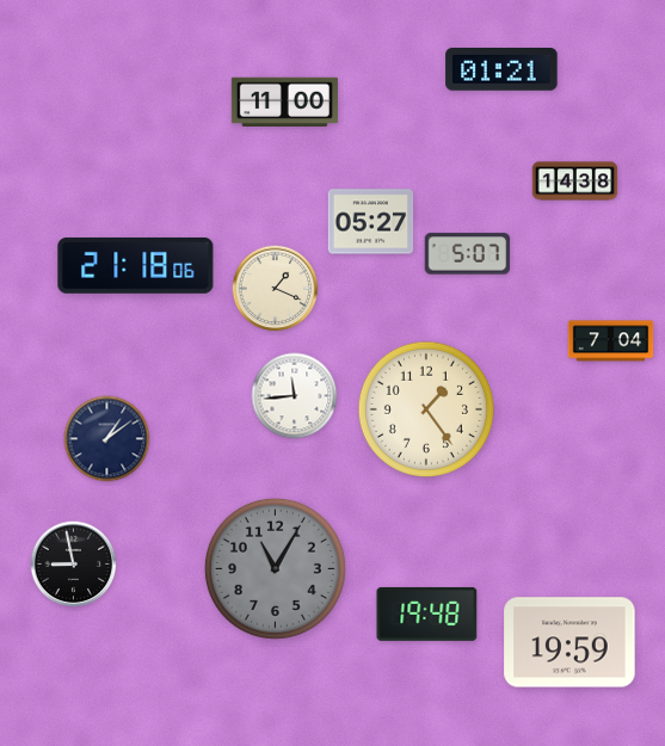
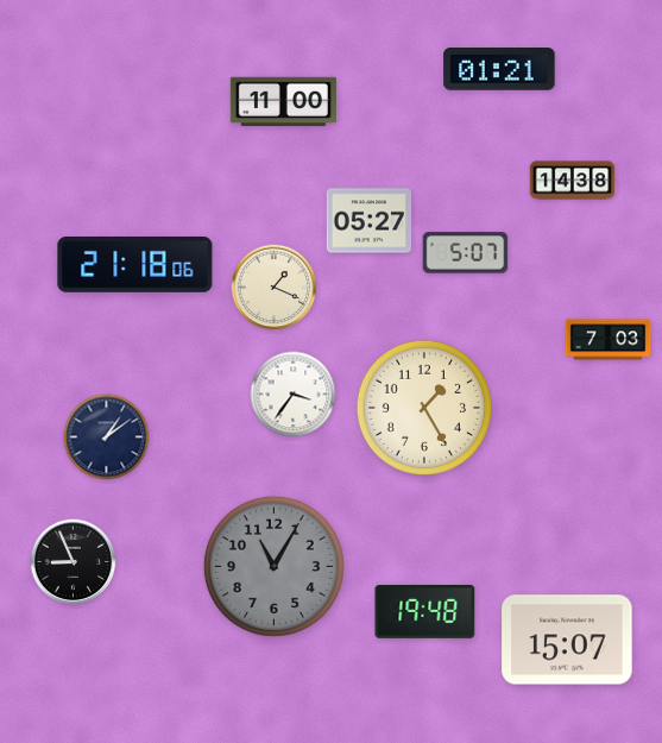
clock at (611, 341): 7:04 -> 7:03
clock at (295, 396): 11:44 -> 3:36
clock at (426, 409): 1:24 -> 1:25
clock at (74, 565): 8:58 -> 8:56
clock at (569, 642): 19:59 -> 15:07
